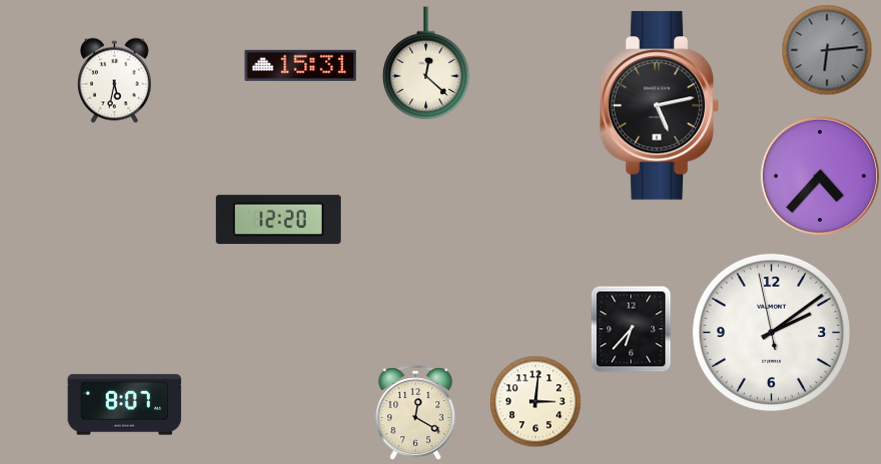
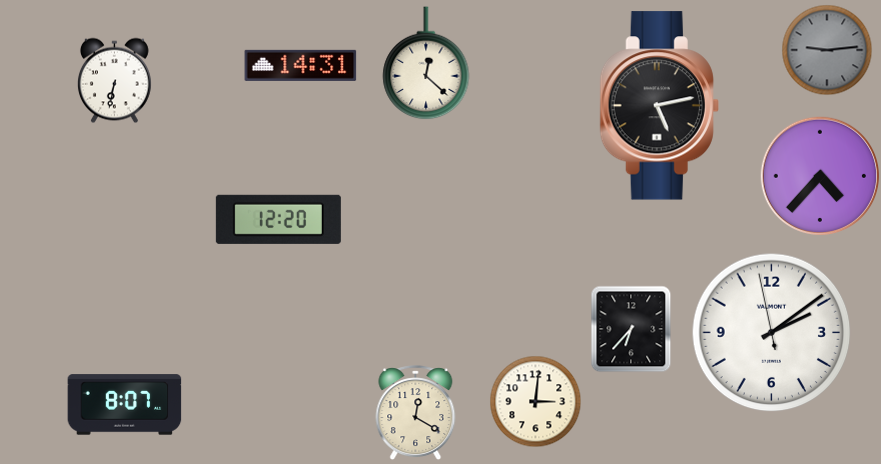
clock at (827, 50): 6:14 -> 9:14
clock at (301, 65): 15:31 -> 14:31
clock at (114, 80): 5:32 -> 6:32
